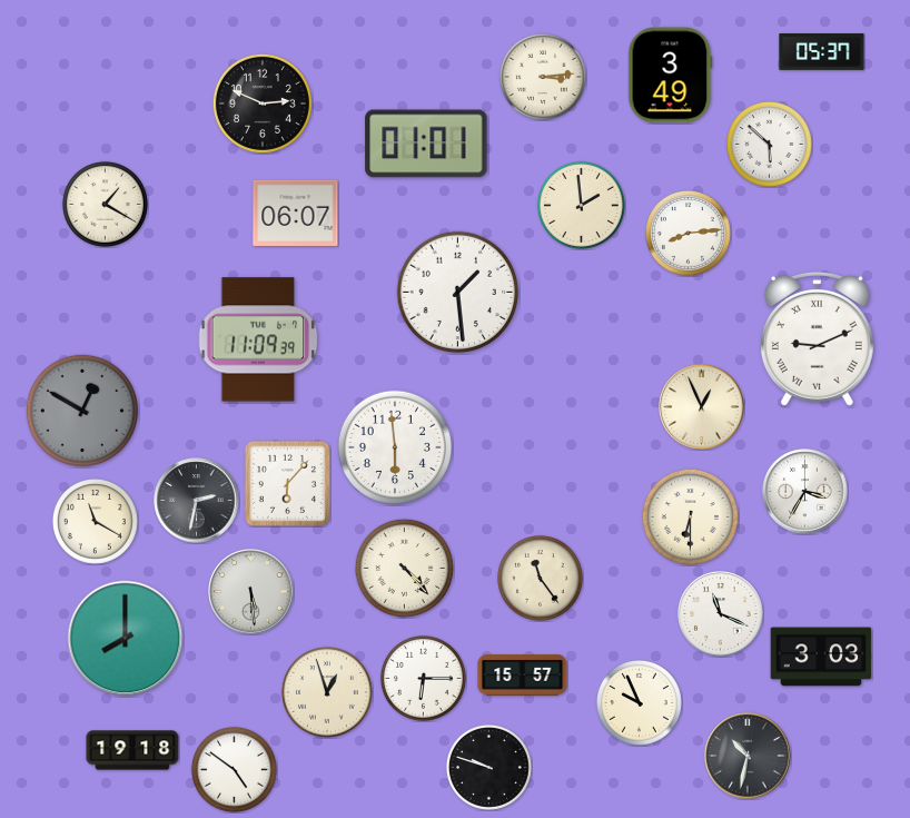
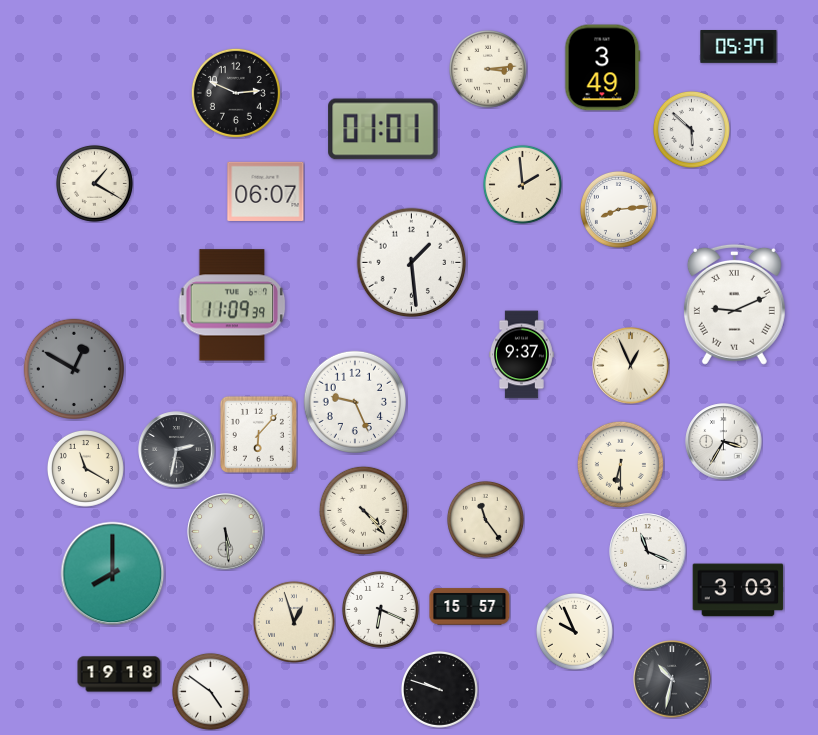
clock at (522, 355): none -> 9:37
clock at (394, 446): 5:59 -> 9:26
clock at (423, 678): 6:15 -> 6:19
